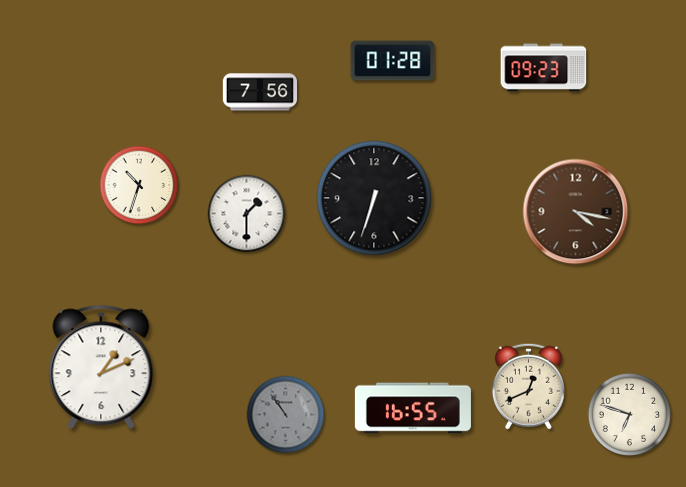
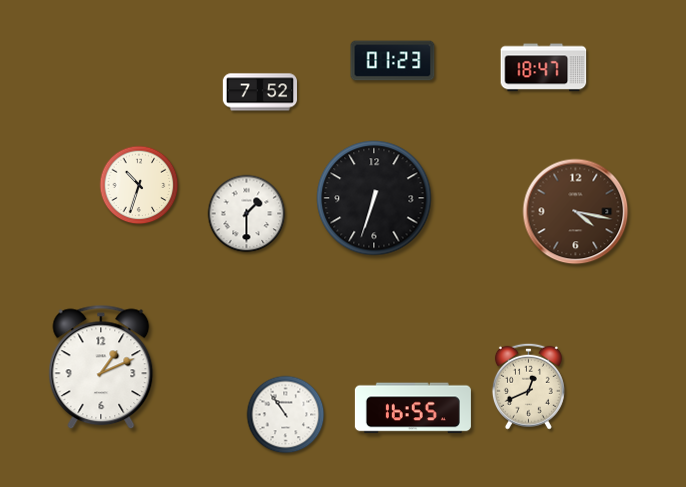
clock at (393, 61): 01:28 -> 01:23
clock at (544, 68): 09:23 -> 18:47
clock at (259, 92): 7:56 -> 7:52
clock at (629, 414): 6:48 -> none
clock at (286, 415) dial: grey -> white
